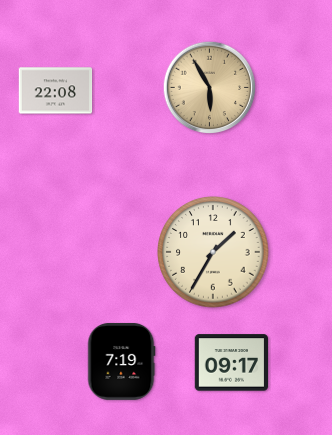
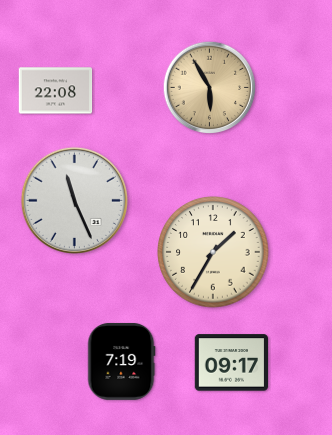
clock at (74, 200): none -> 11:26
